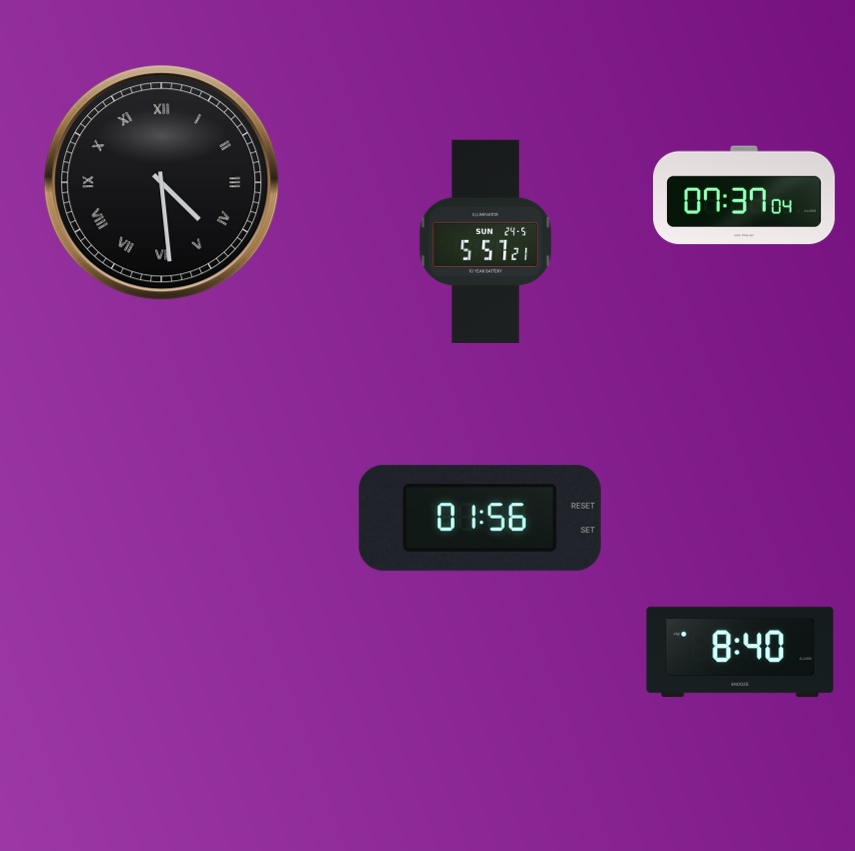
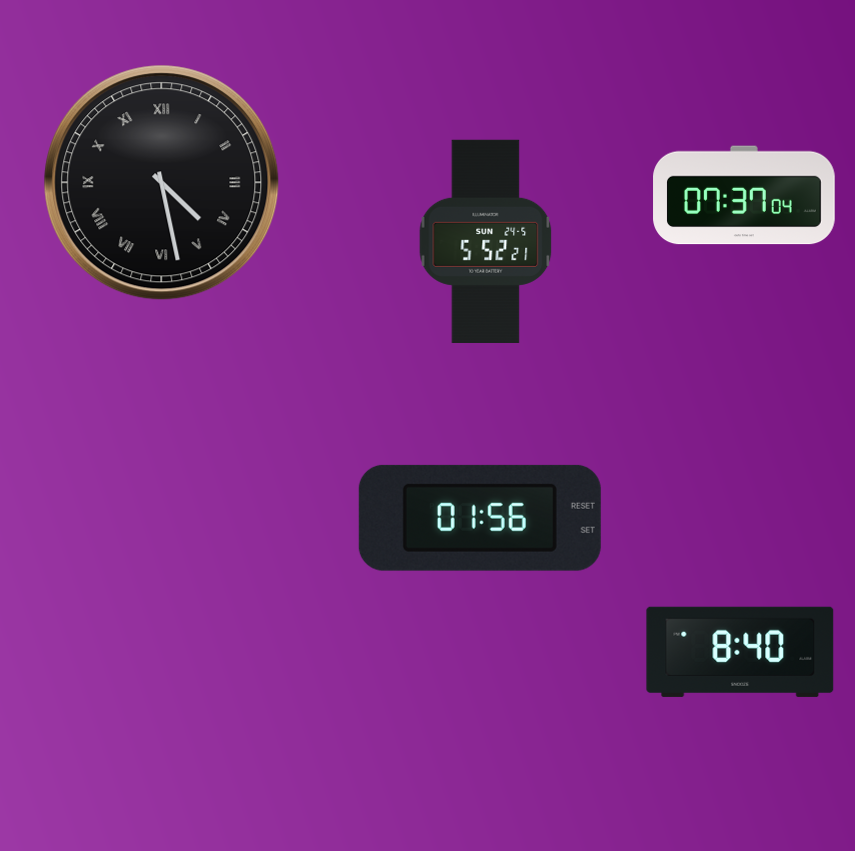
clock at (162, 183): 4:29 -> 4:28
clock at (486, 241): 5:57 -> 5:52
